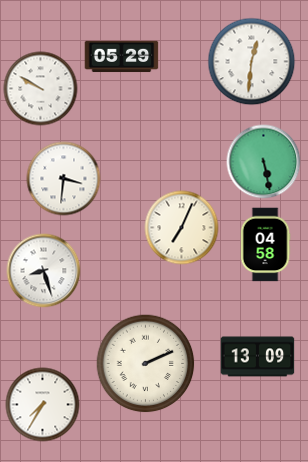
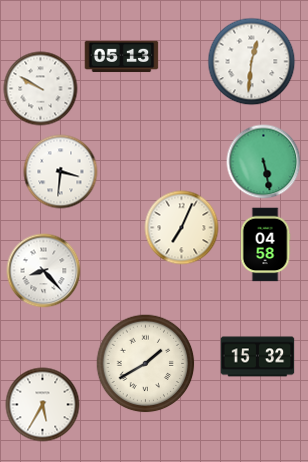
clock at (122, 57): 05:29 -> 05:13
clock at (64, 179) position: (64, 179) -> (61, 172)
clock at (44, 271): 8:27 -> 8:23
clock at (258, 357): 13:09 -> 15:32
clock at (146, 364): 2:11 -> 1:40
clock at (43, 405): 7:35 -> 5:35
